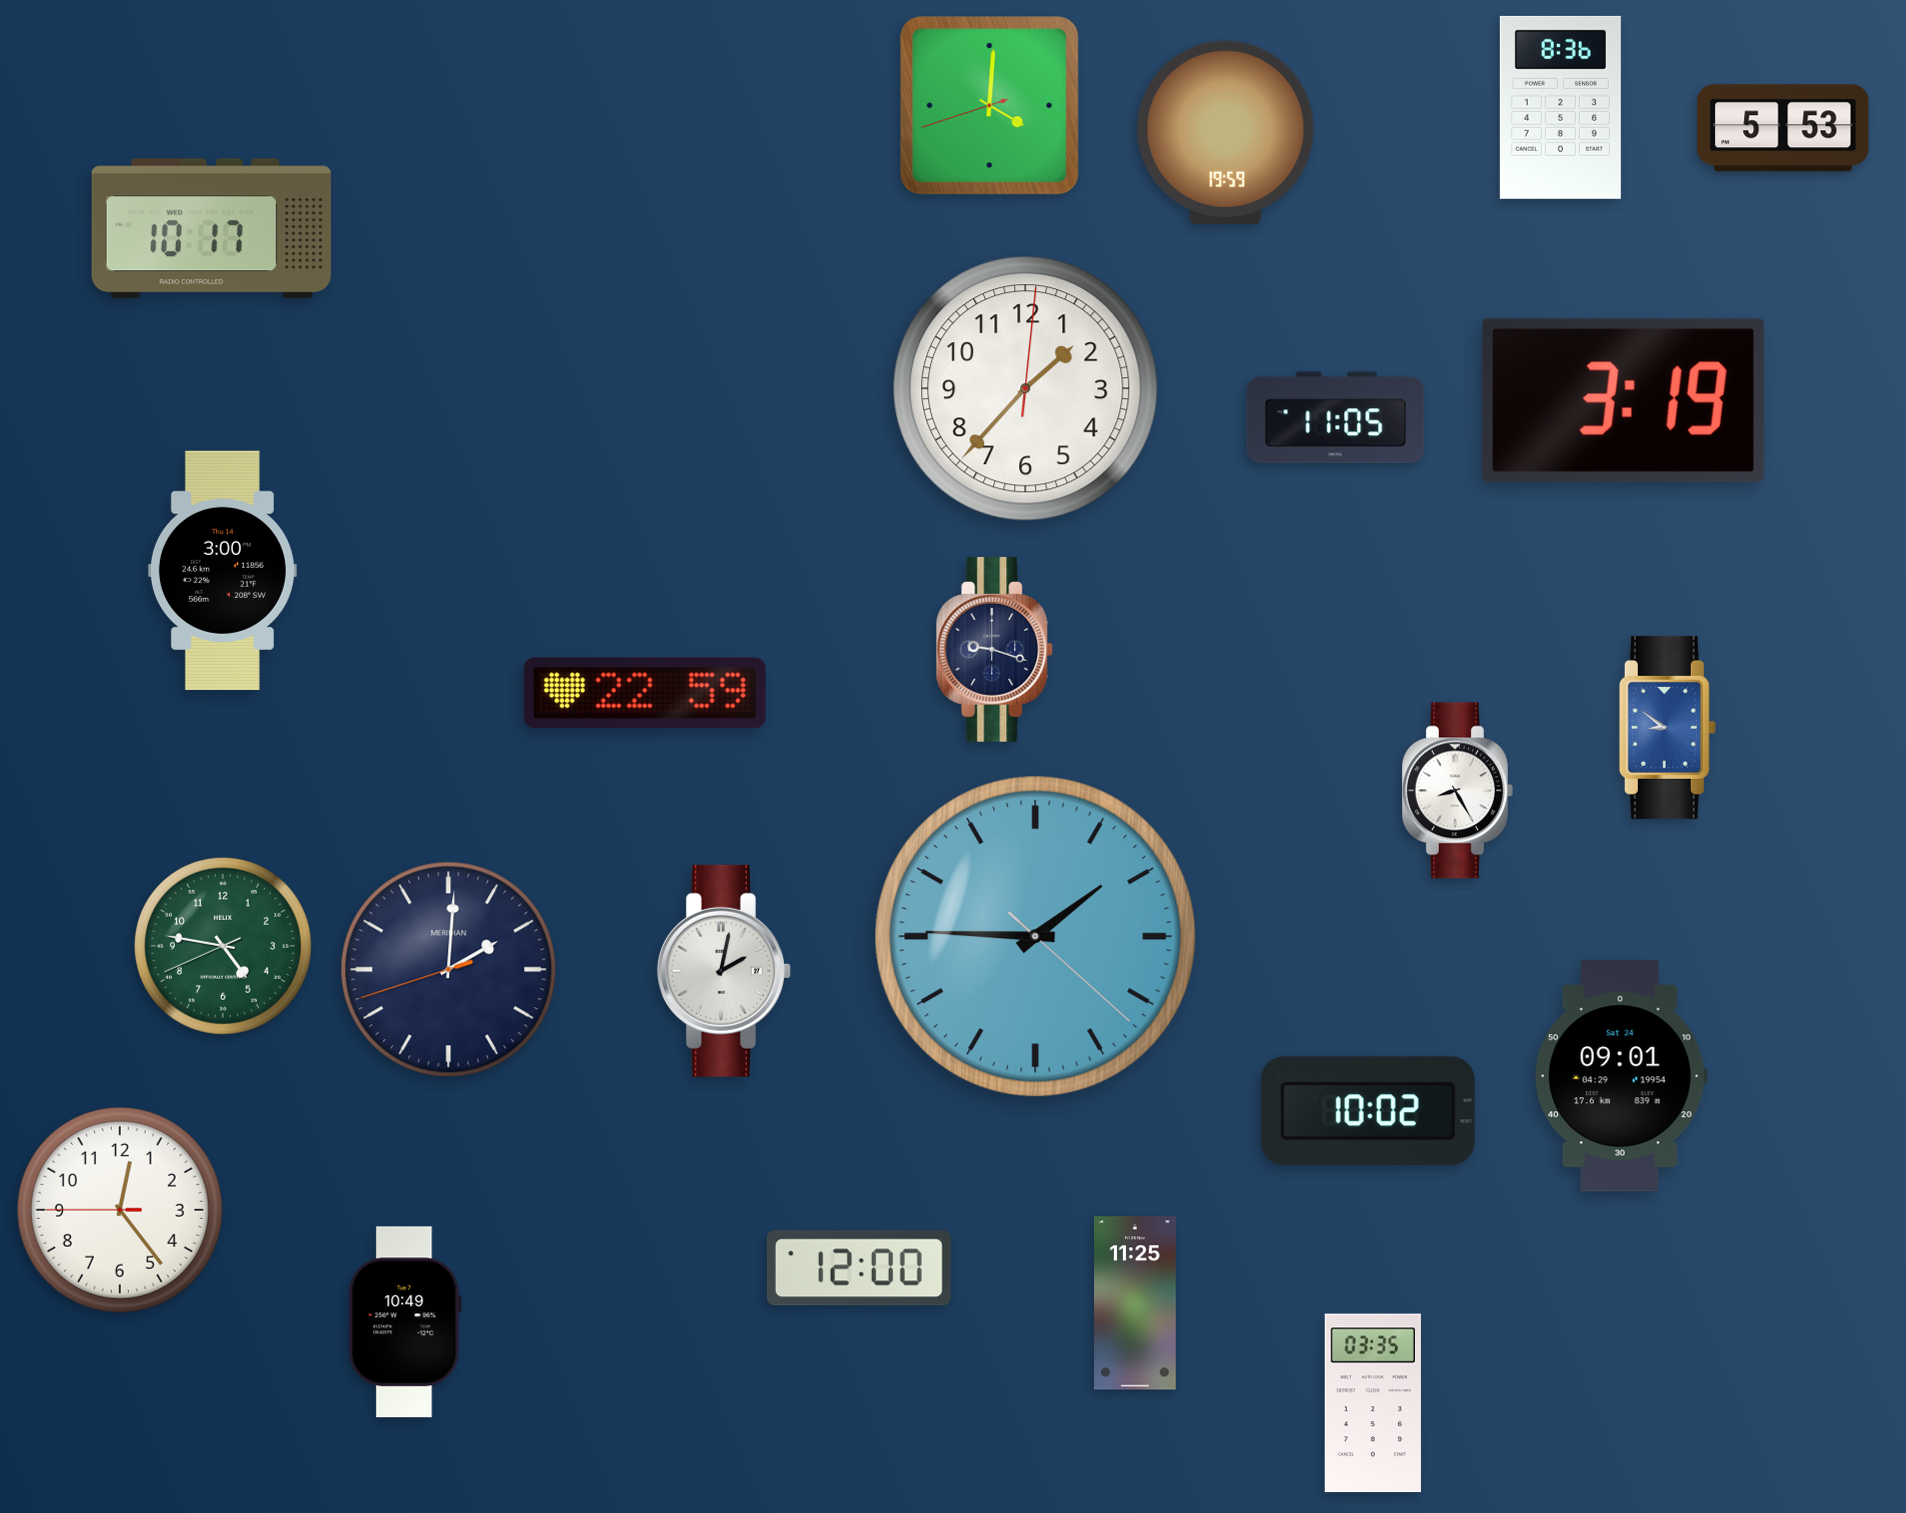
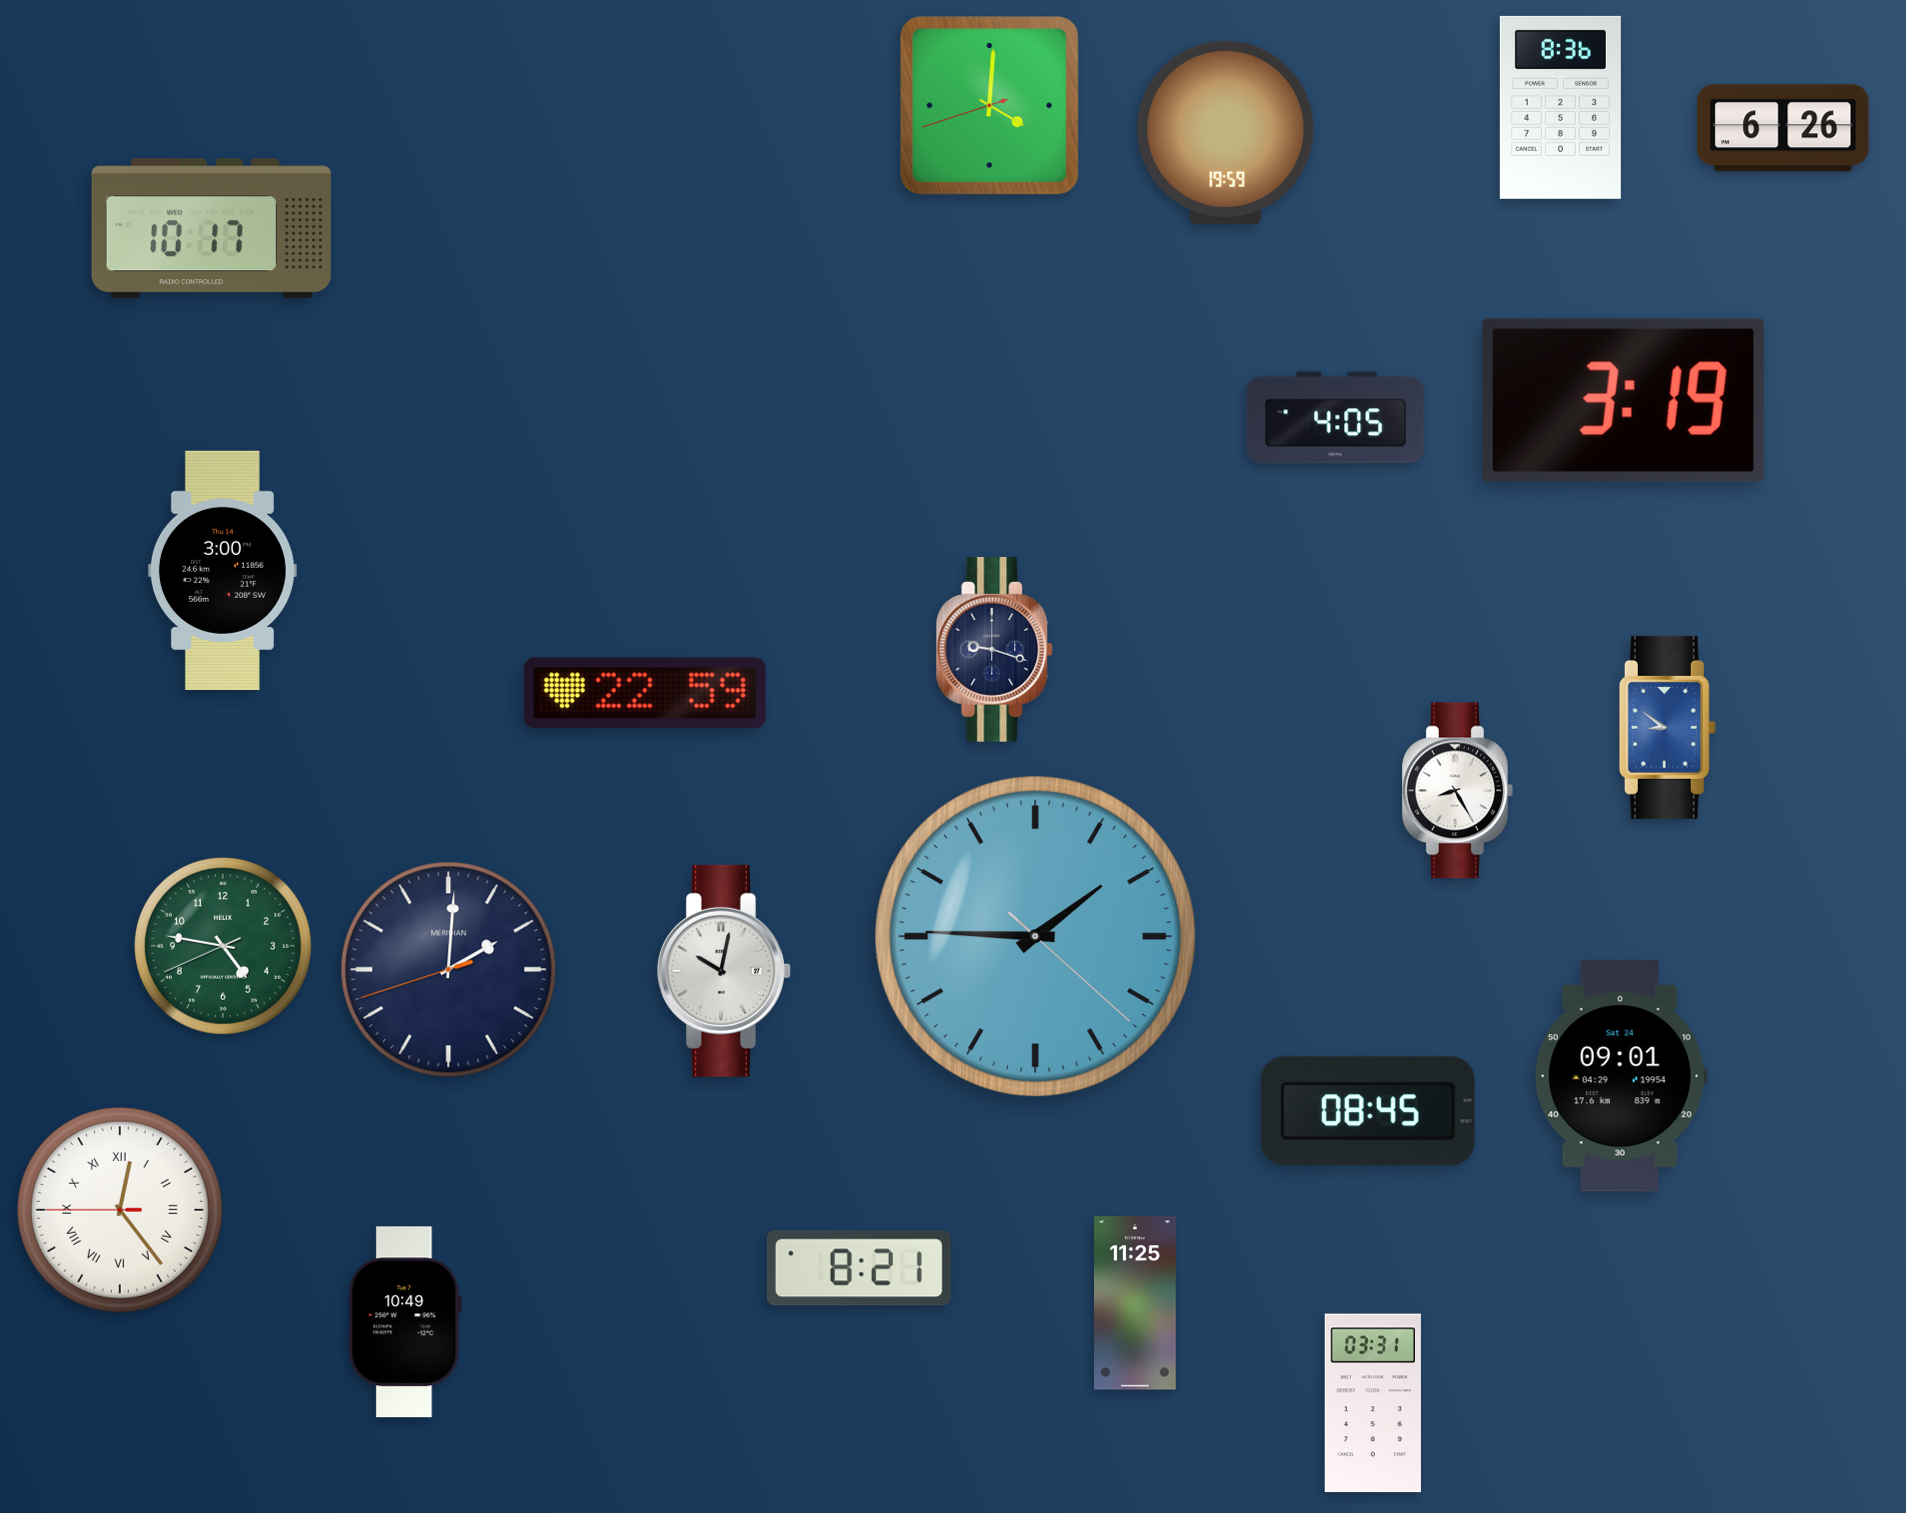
clock at (1783, 128): 5:53 -> 6:26
clock at (1026, 389): 1:37 -> none
clock at (1336, 418): 11:05 -> 4:05
clock at (724, 971): 2:02 -> 10:02
clock at (1368, 1111): 10:02 -> 08:45
clock at (120, 1210) numerals: Arabic -> Roman
clock at (859, 1268): 12:00 -> 8:21
clock at (1373, 1403): 03:35 -> 03:31
